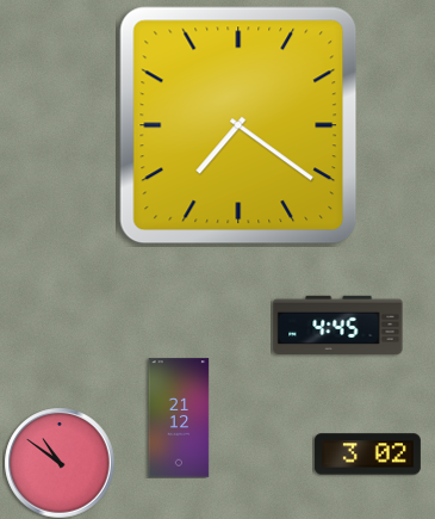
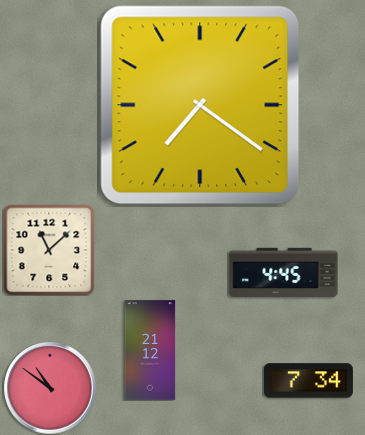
clock at (49, 250): none -> 11:08
clock at (367, 455): 3:02 -> 7:34
